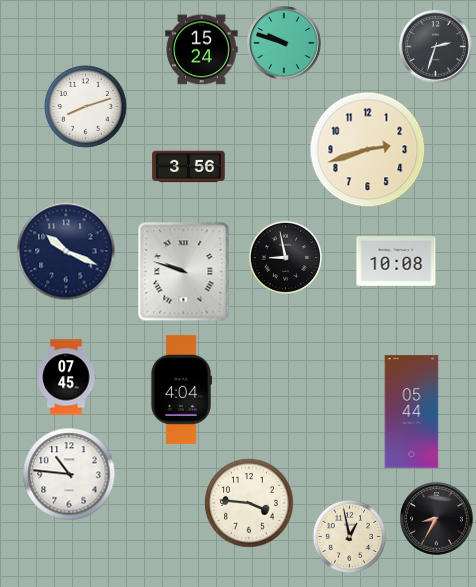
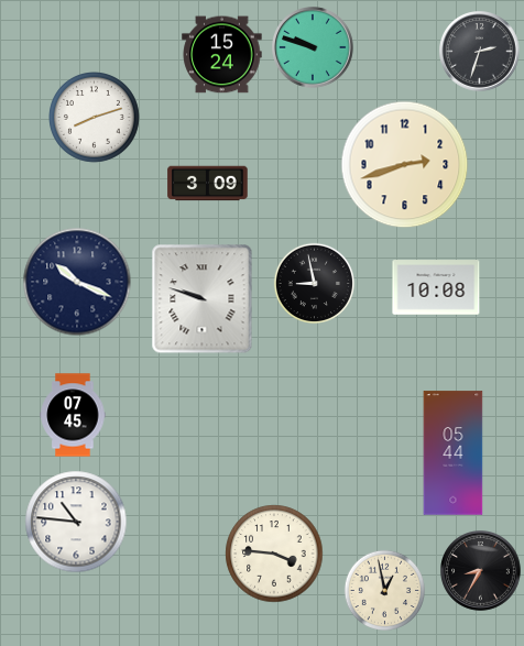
clock at (189, 167): 3:56 -> 3:09
clock at (66, 251) position: (66, 251) -> (77, 282)
clock at (180, 389): 4:04 -> none
